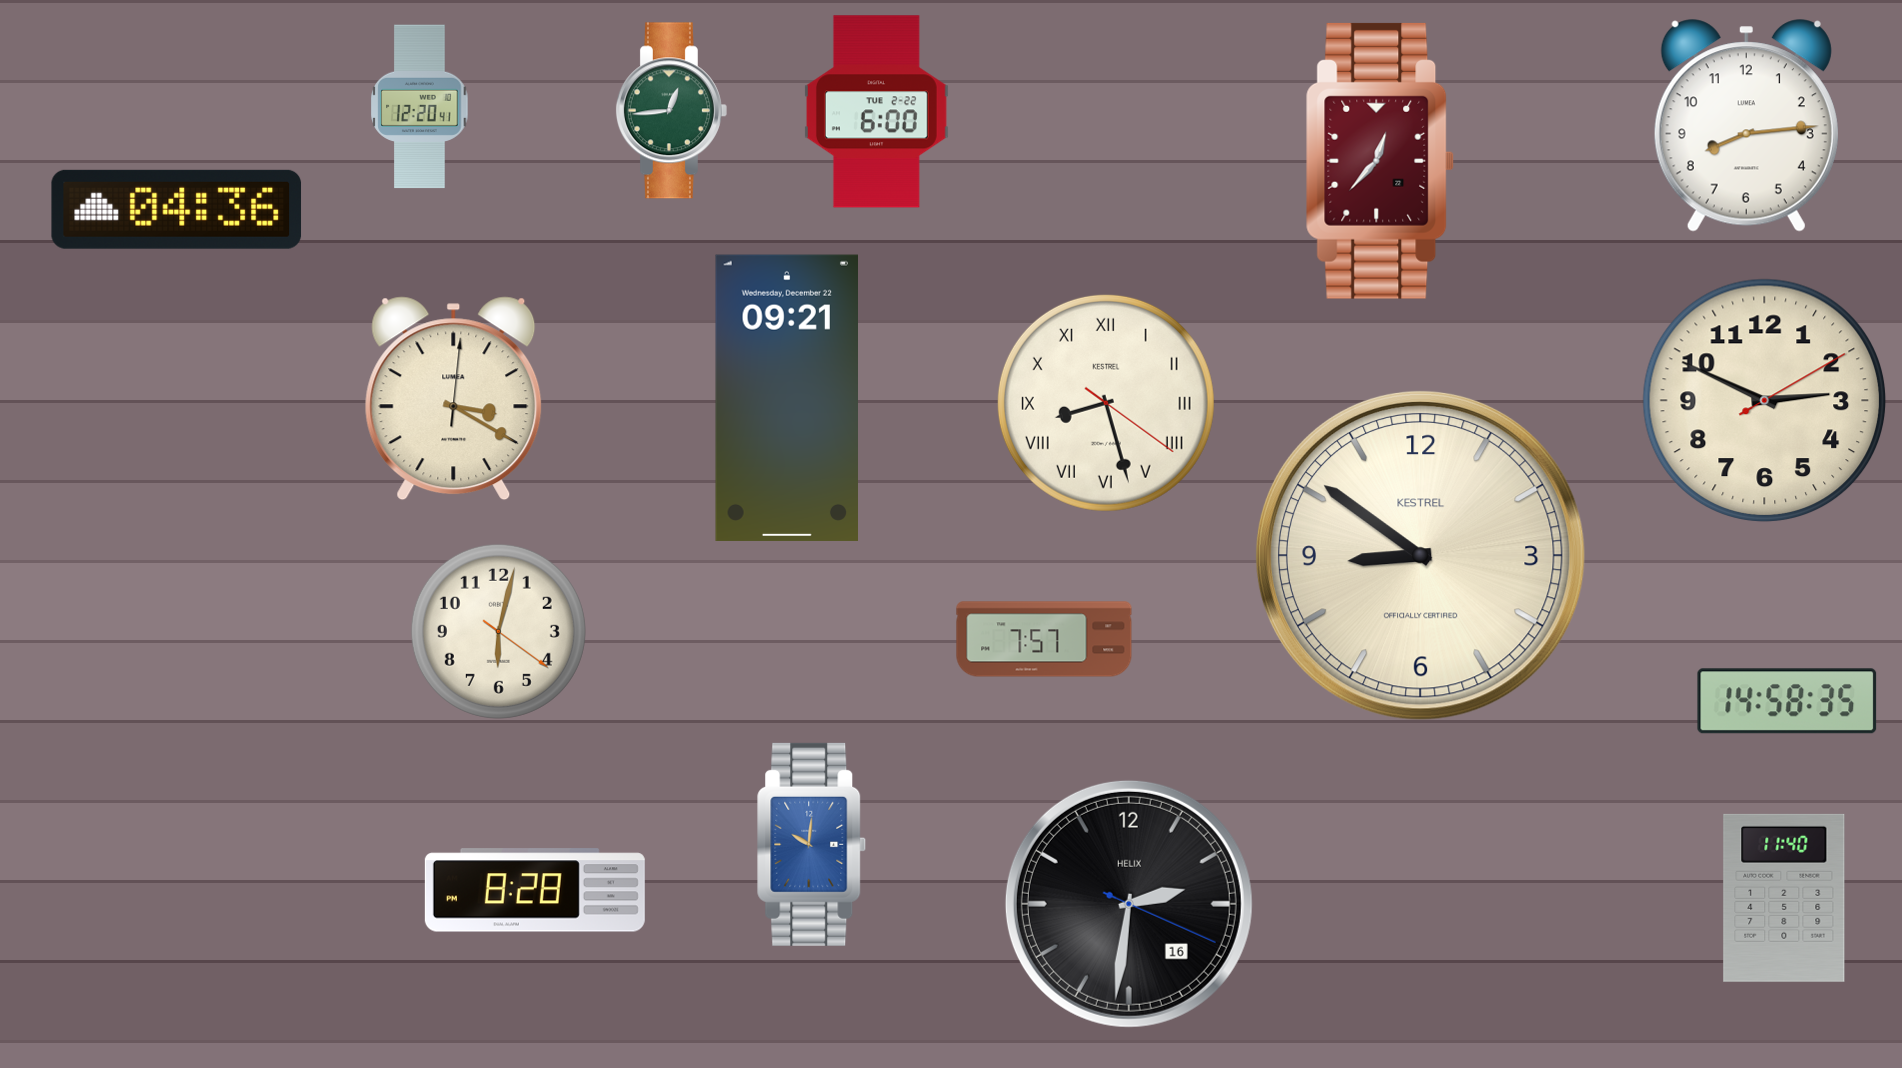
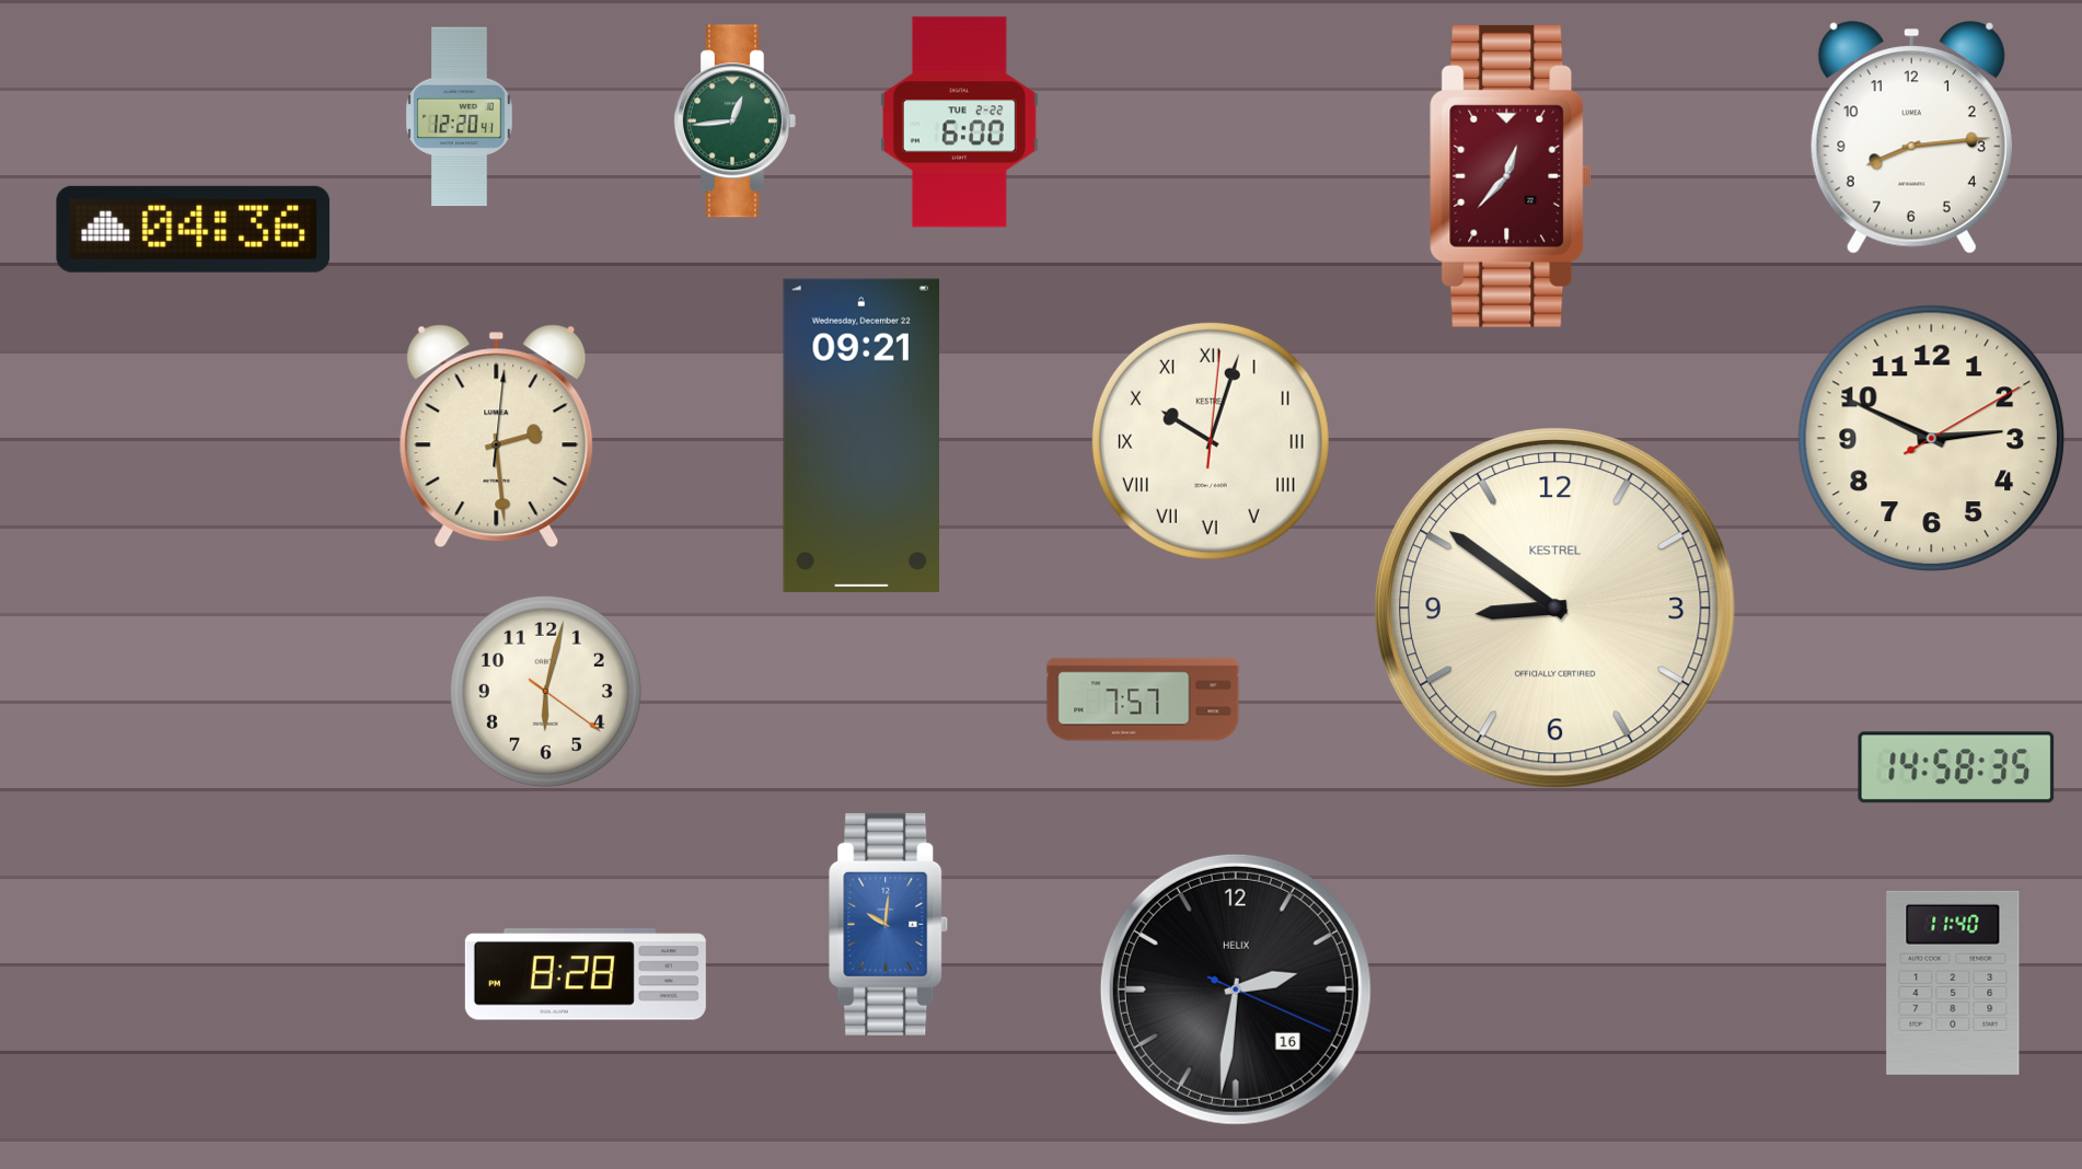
clock at (454, 399): 3:20 -> 2:29
clock at (1106, 403): 8:27 -> 10:03
